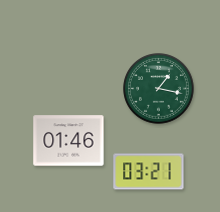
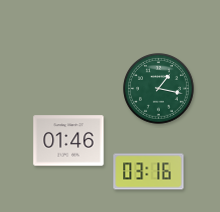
clock at (149, 172): 03:21 -> 03:16
